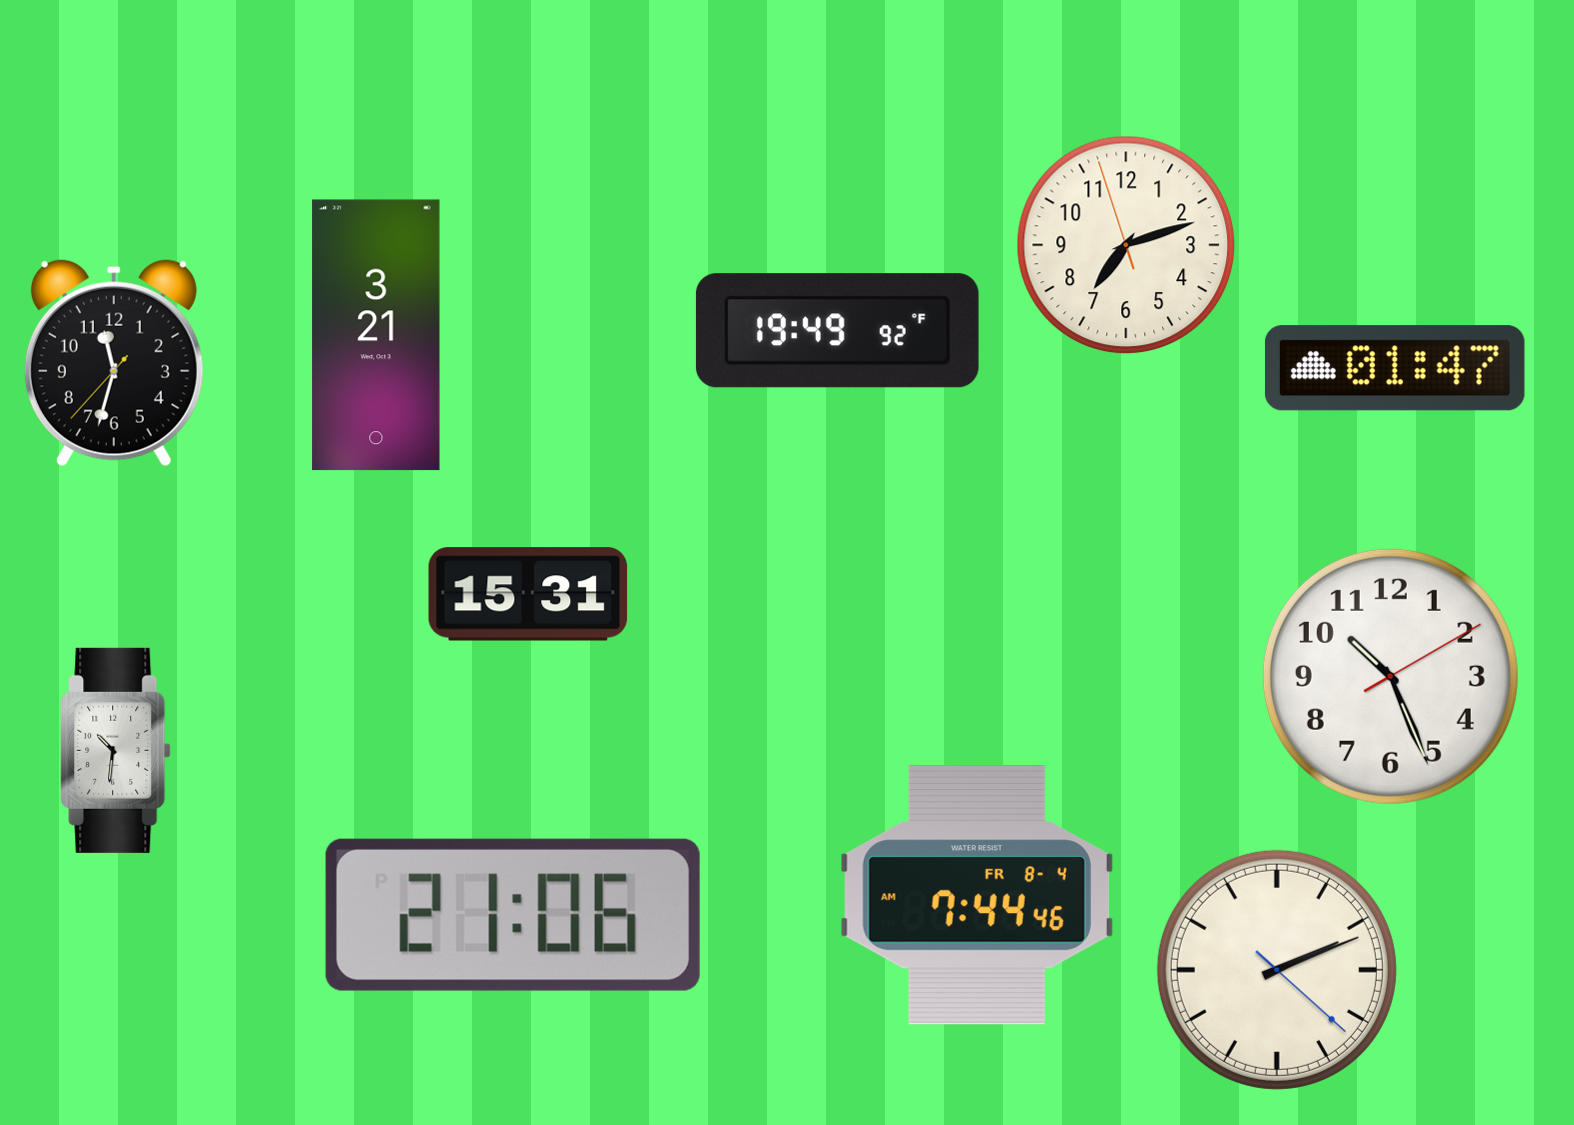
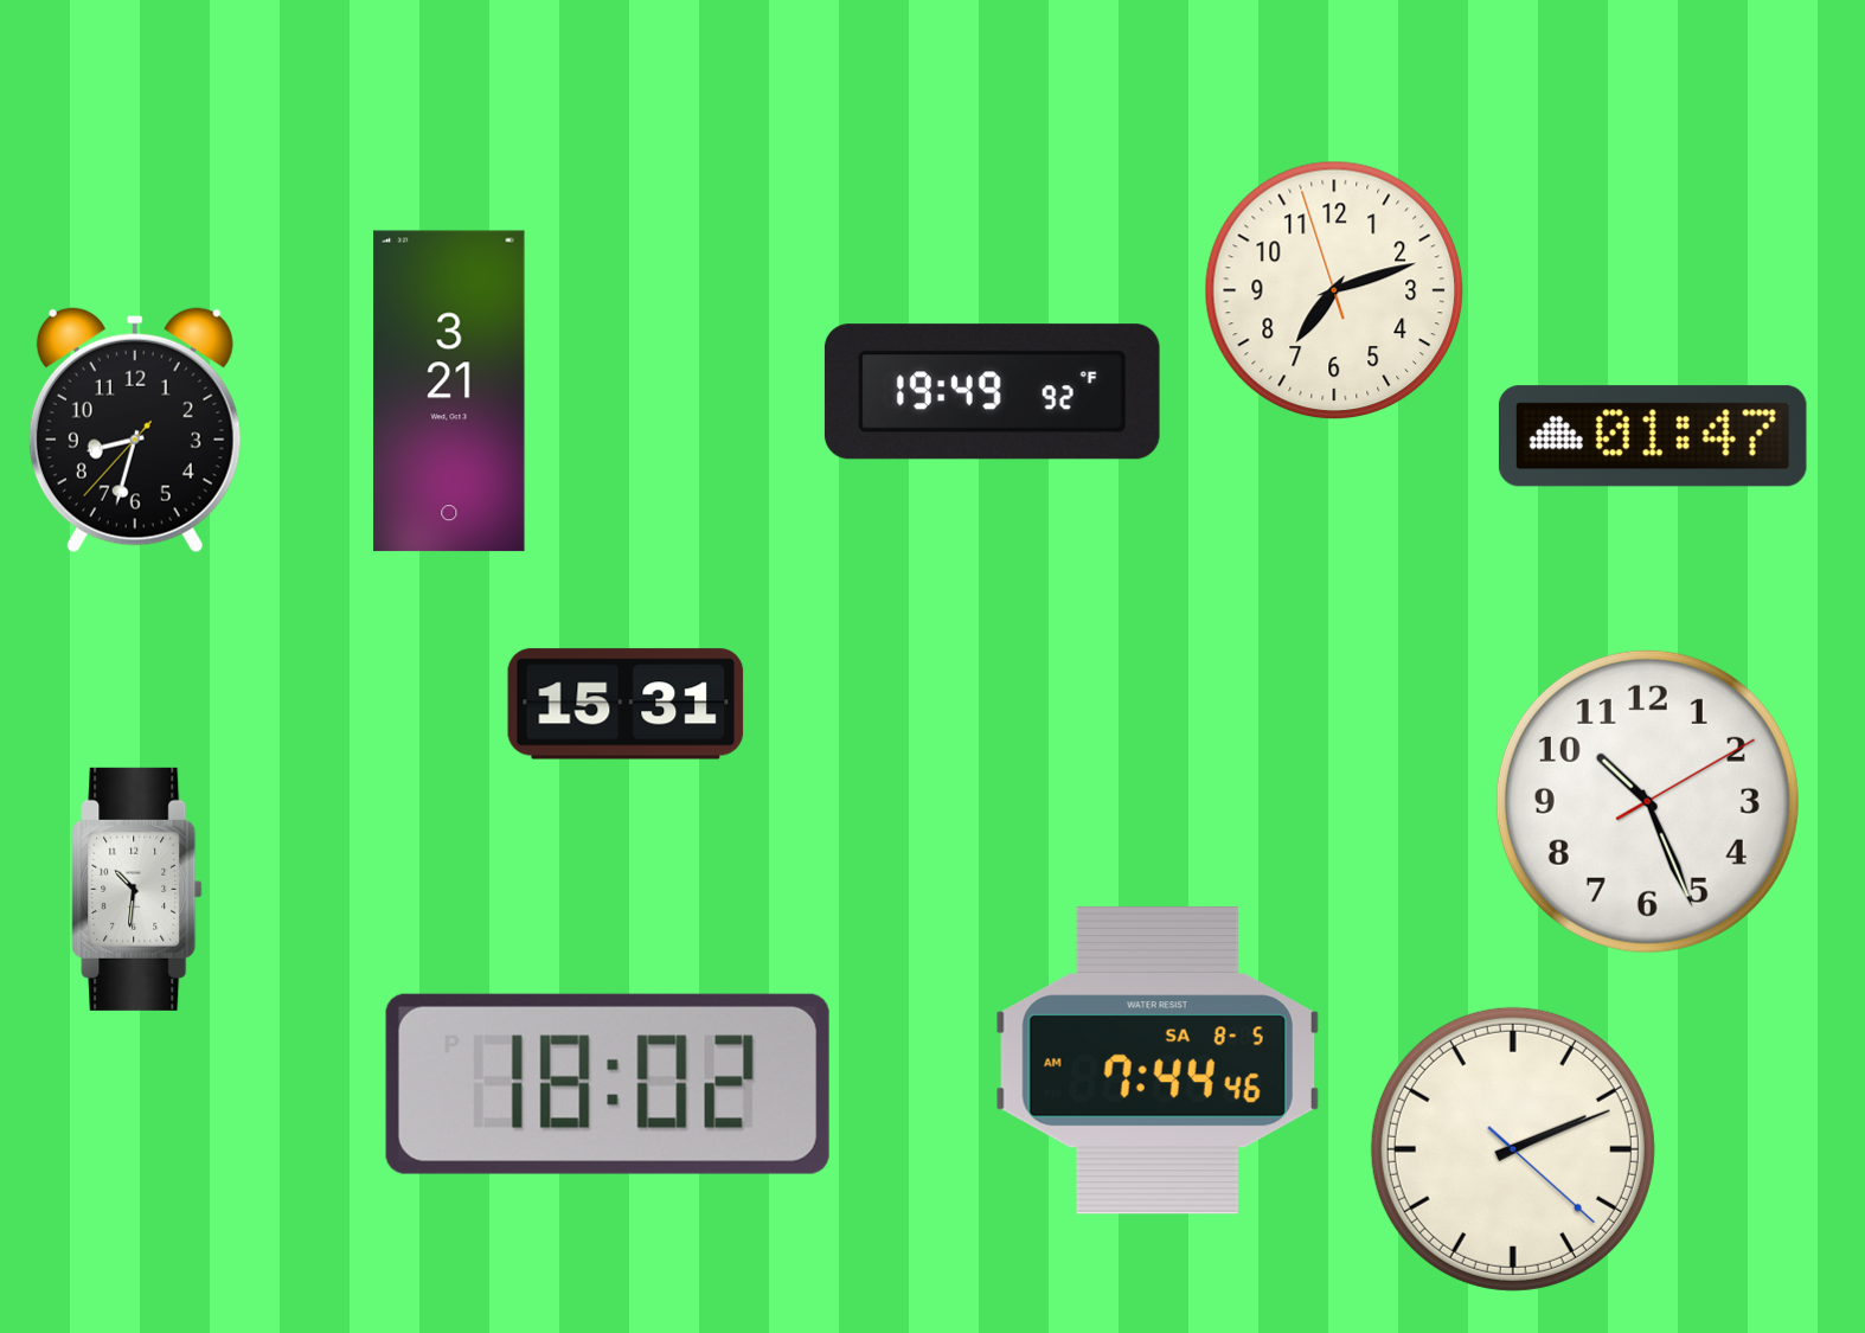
clock at (376, 335) position: (376, 335) -> (449, 391)
clock at (114, 363): 11:32 -> 8:32
clock at (977, 896) date: FR 8-4 -> SA 8-5
clock at (513, 915): 21:06 -> 18:02
